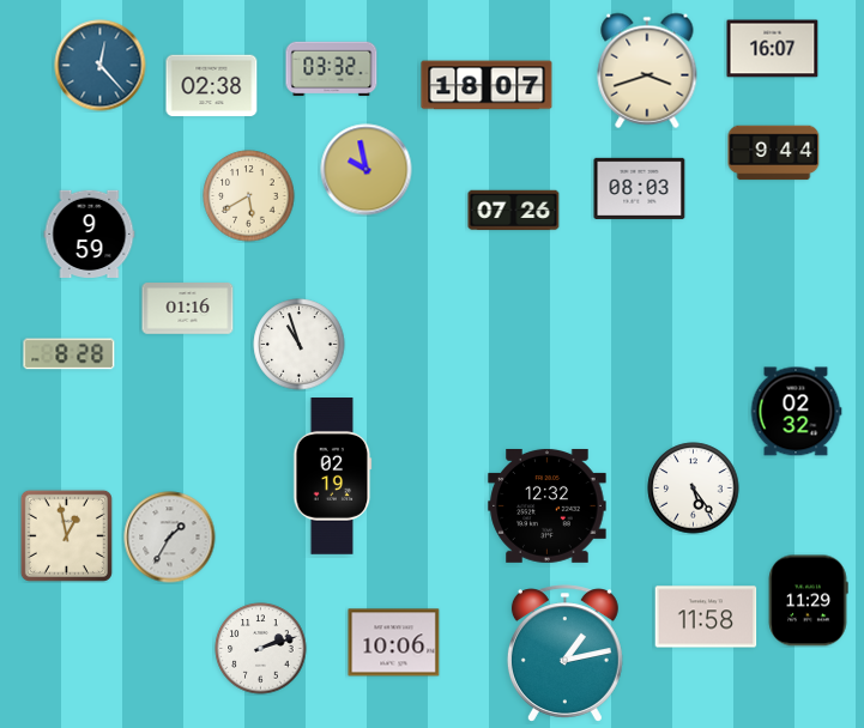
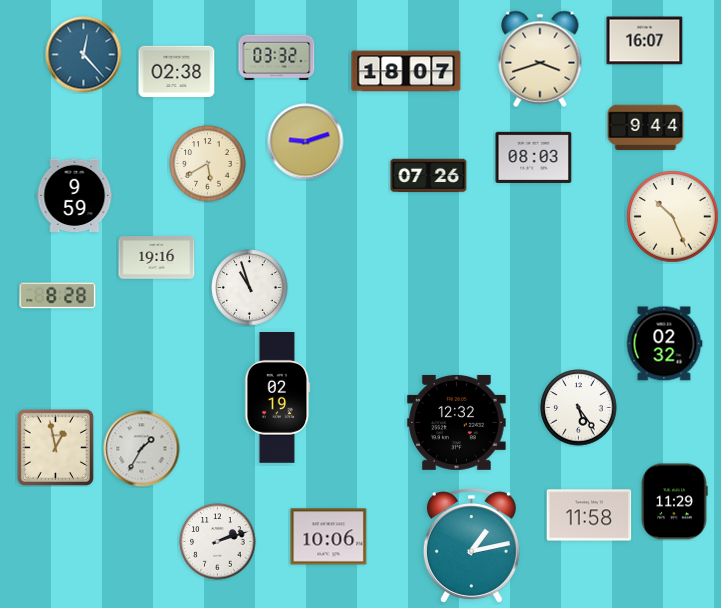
clock at (367, 170): 9:58 -> 9:12
clock at (673, 217): none -> 10:26
clock at (188, 309): 01:16 -> 19:16
